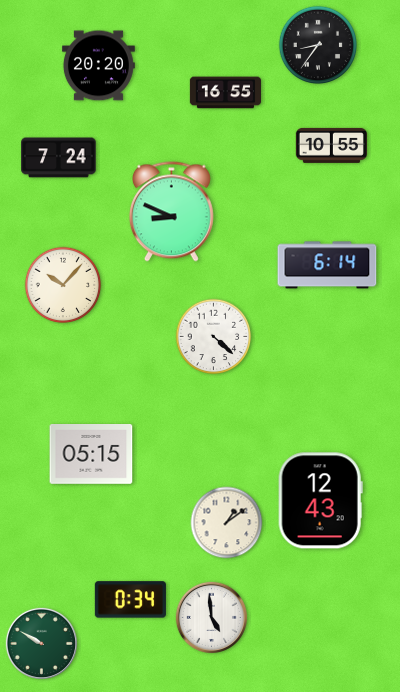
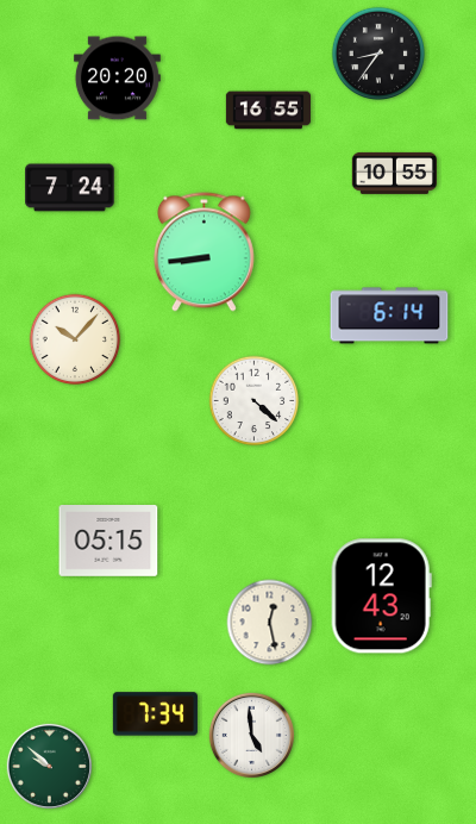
clock at (171, 212): 8:49 -> 8:44
clock at (227, 523): 1:09 -> 12:28
clock at (130, 600): 0:34 -> 7:34
clock at (41, 643): 9:50 -> 9:52
